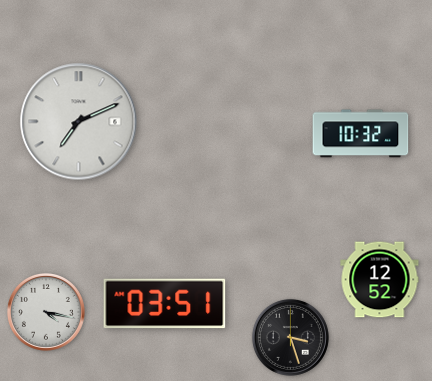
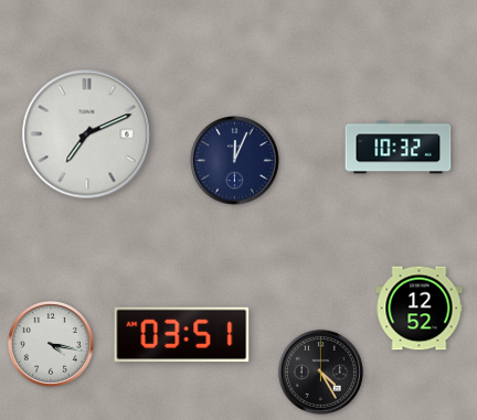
clock at (235, 161): none -> 12:04
clock at (290, 337): 3:27 -> 4:25
